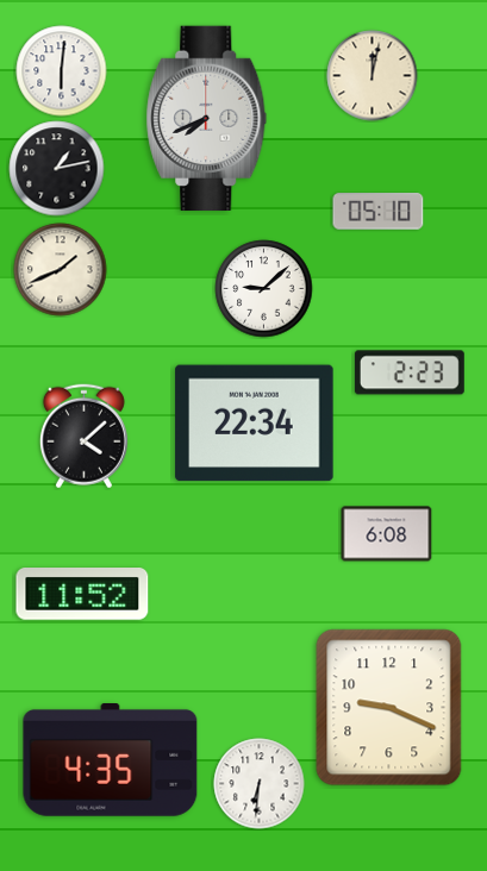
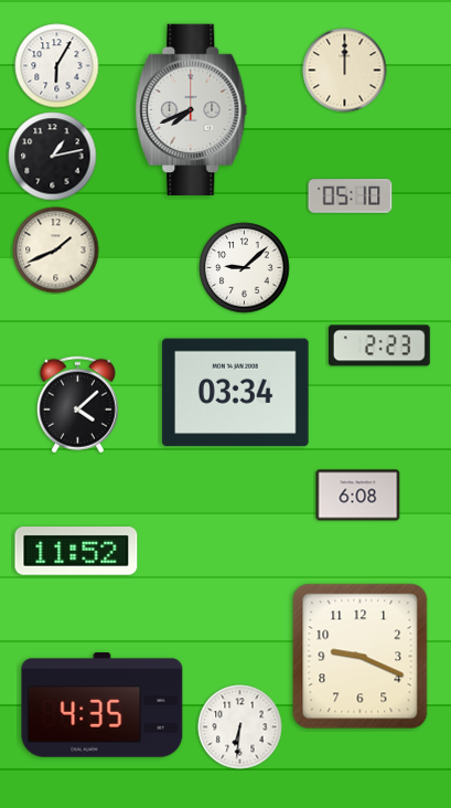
clock at (62, 71): 6:01 -> 6:05
clock at (373, 76): 12:02 -> 12:00
clock at (255, 424): 22:34 -> 03:34
